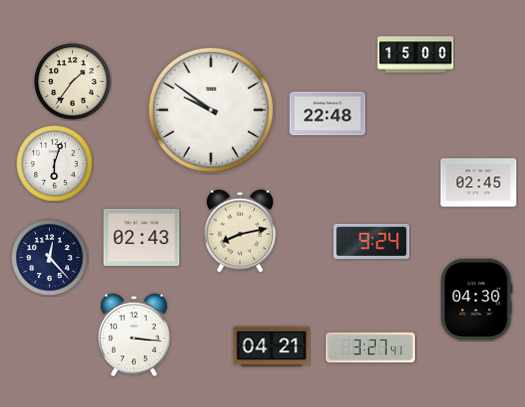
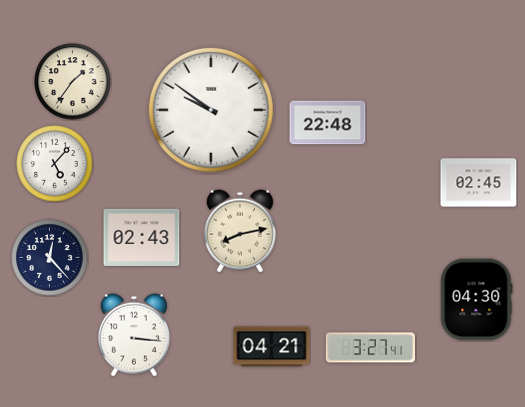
clock at (416, 55): 15:00 -> none
clock at (328, 114) position: (328, 114) -> (328, 123)
clock at (55, 164): 6:03 -> 5:07
clock at (372, 241): 9:24 -> none
